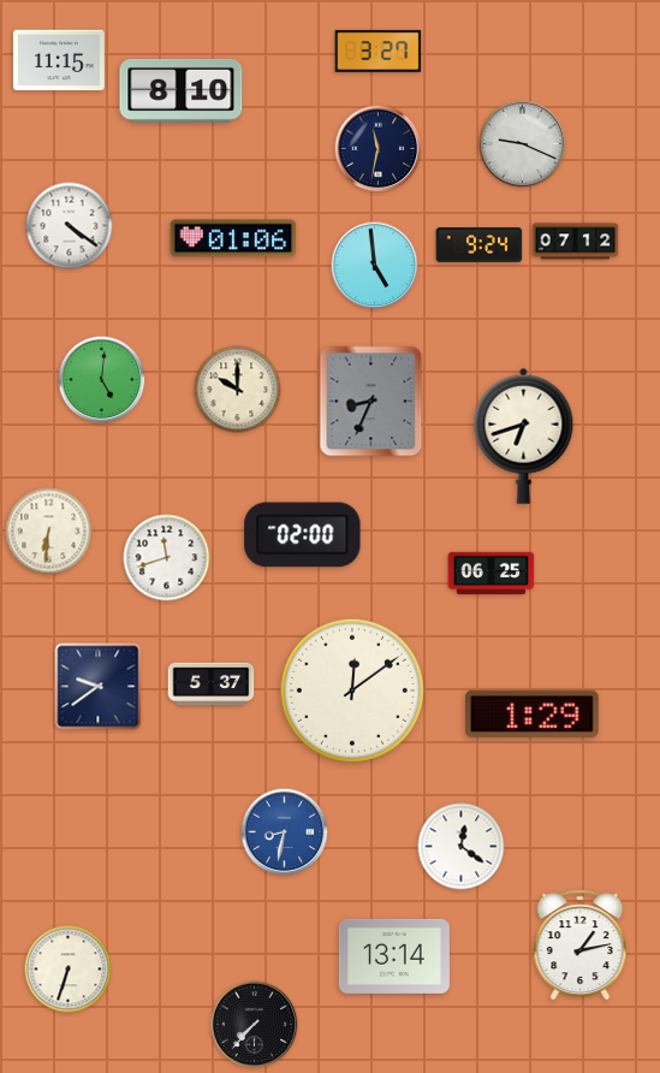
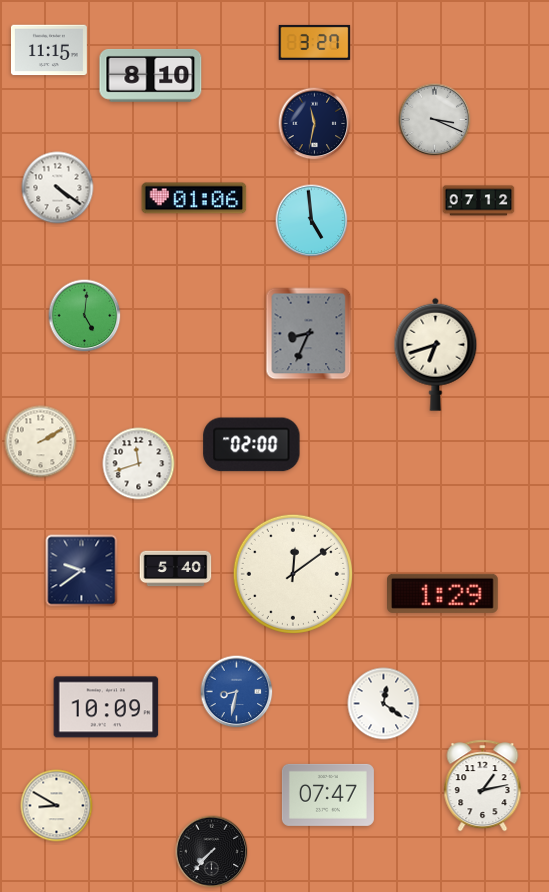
clock at (523, 144): 9:19 -> 3:19
clock at (480, 245): 9:24 -> none
clock at (238, 390): 10:00 -> none
clock at (524, 435) position: (524, 435) -> (436, 354)
clock at (49, 532): 6:31 -> 2:10
clock at (492, 573): 06:25 -> none
clock at (212, 684): 5:37 -> 5:40
clock at (106, 707): none -> 10:09
clock at (394, 956): 13:14 -> 07:47
clock at (69, 970): 6:33 -> 8:50
